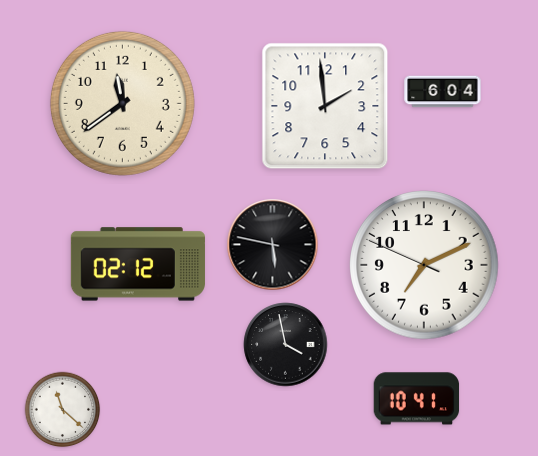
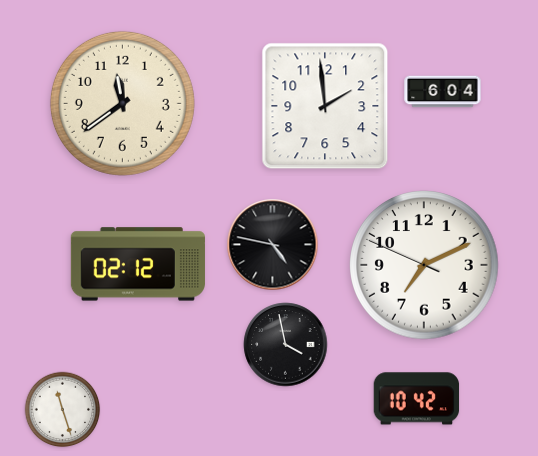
clock at (273, 245): 5:47 -> 4:47
clock at (417, 399): 10:41 -> 10:42
clock at (63, 410): 11:22 -> 11:27
